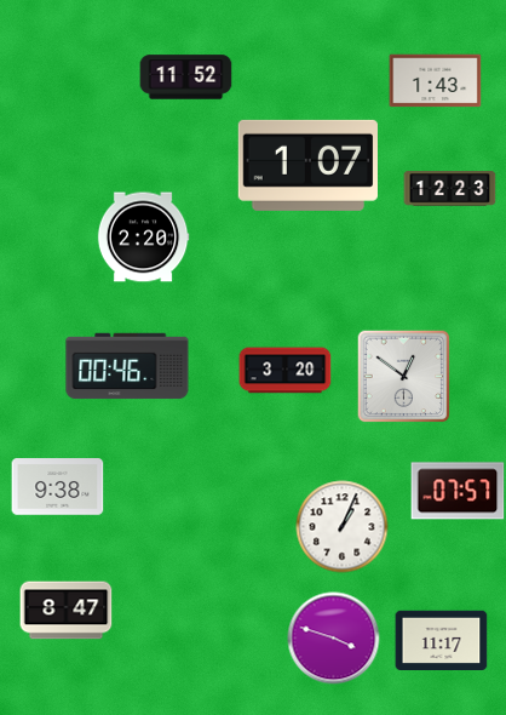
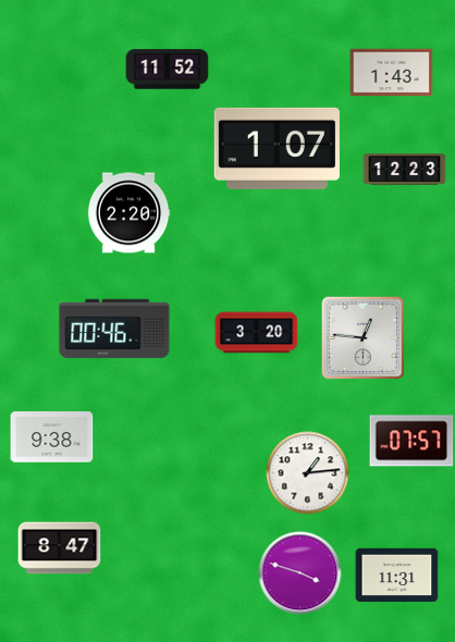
clock at (403, 376): 12:51 -> 12:46
clock at (343, 527): 1:04 -> 1:14
clock at (442, 640): 11:17 -> 11:31
